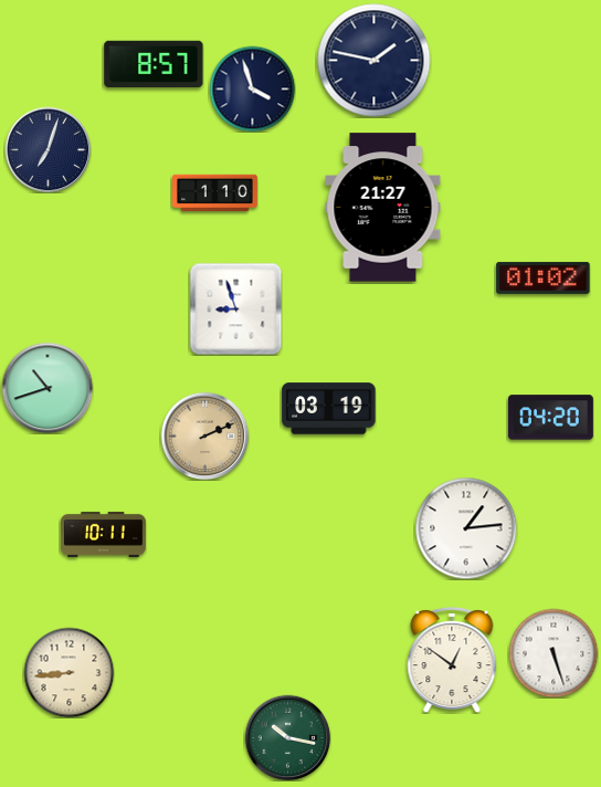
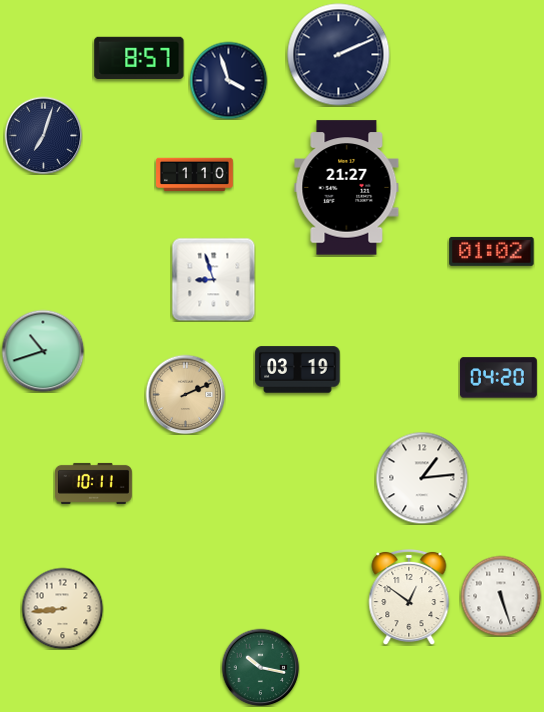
clock at (375, 61): 1:47 -> 2:11
clock at (553, 653) position: (553, 653) -> (501, 596)
